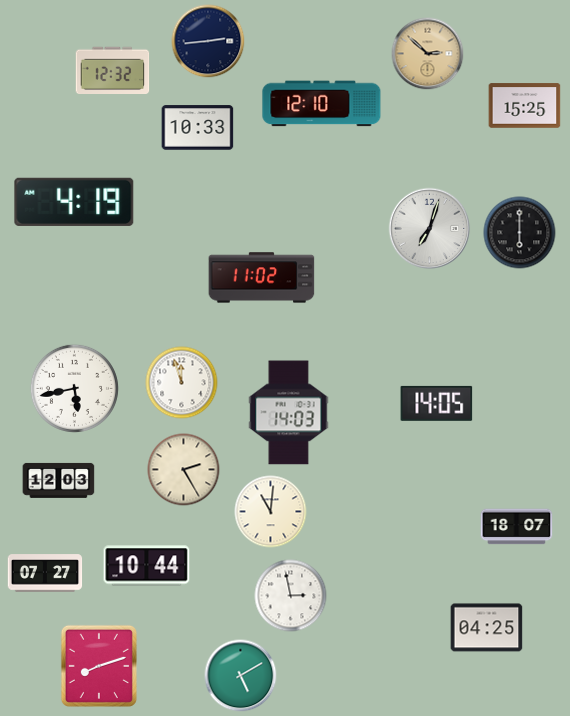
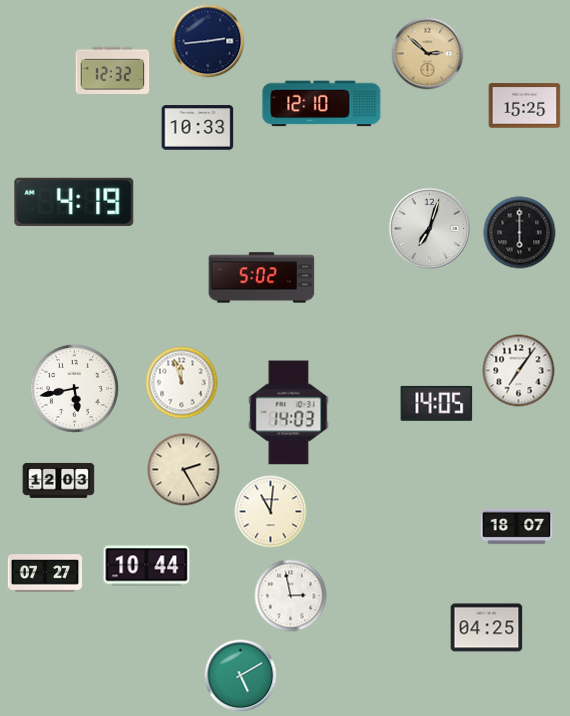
clock at (262, 278): 11:02 -> 5:02
clock at (519, 371): none -> 7:06
clock at (99, 666): 8:12 -> none
